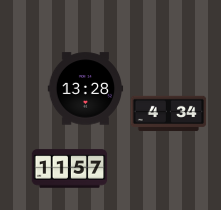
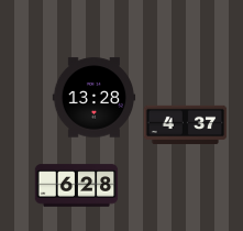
clock at (169, 114): 4:34 -> 4:37
clock at (70, 169): 11:57 -> 6:28
